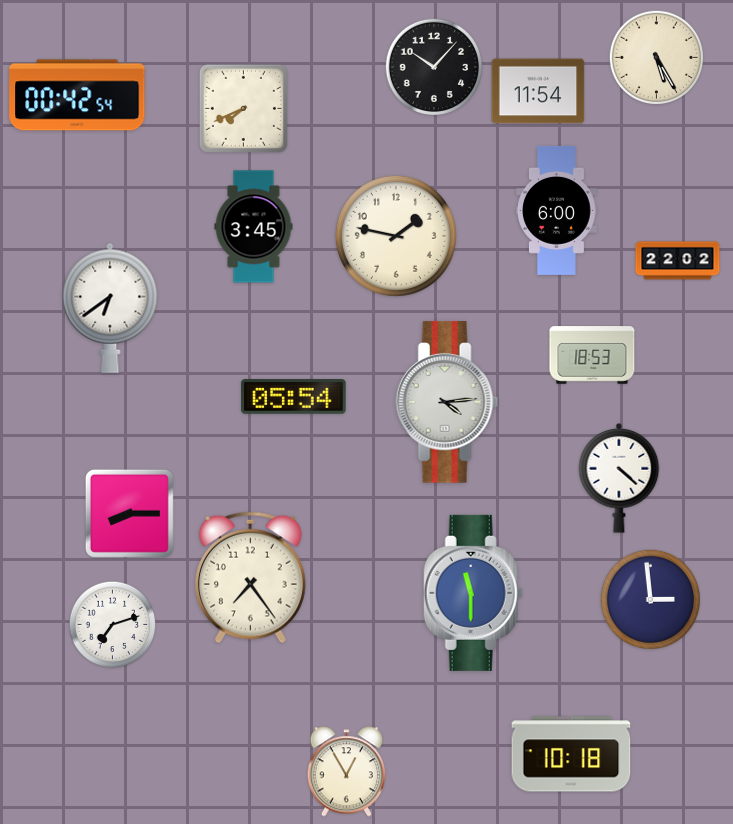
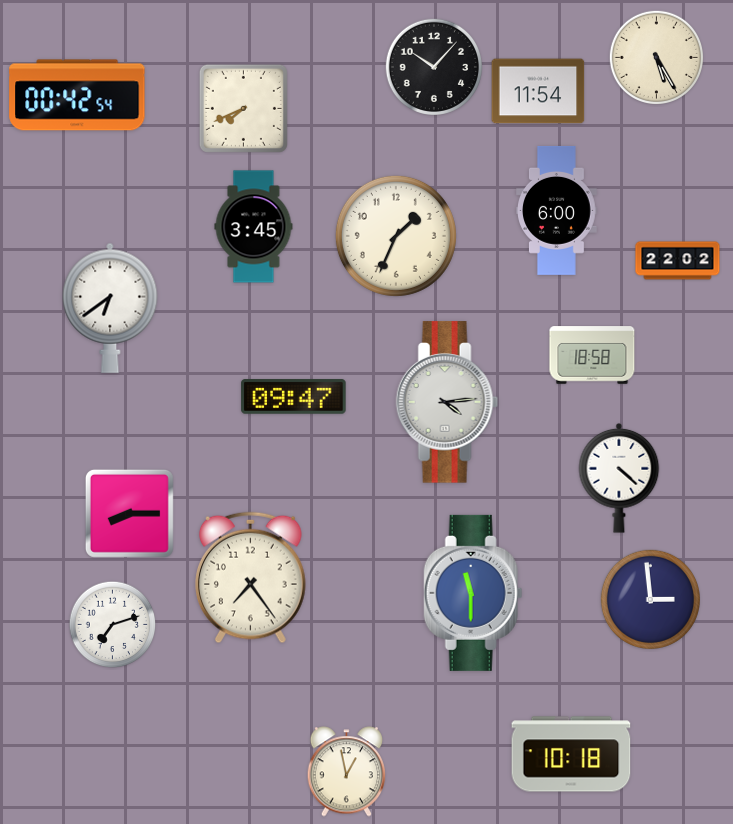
clock at (396, 236): 1:47 -> 1:34
clock at (592, 355): 18:53 -> 18:58
clock at (294, 397): 05:54 -> 09:47
clock at (347, 772): 12:55 -> 12:58
